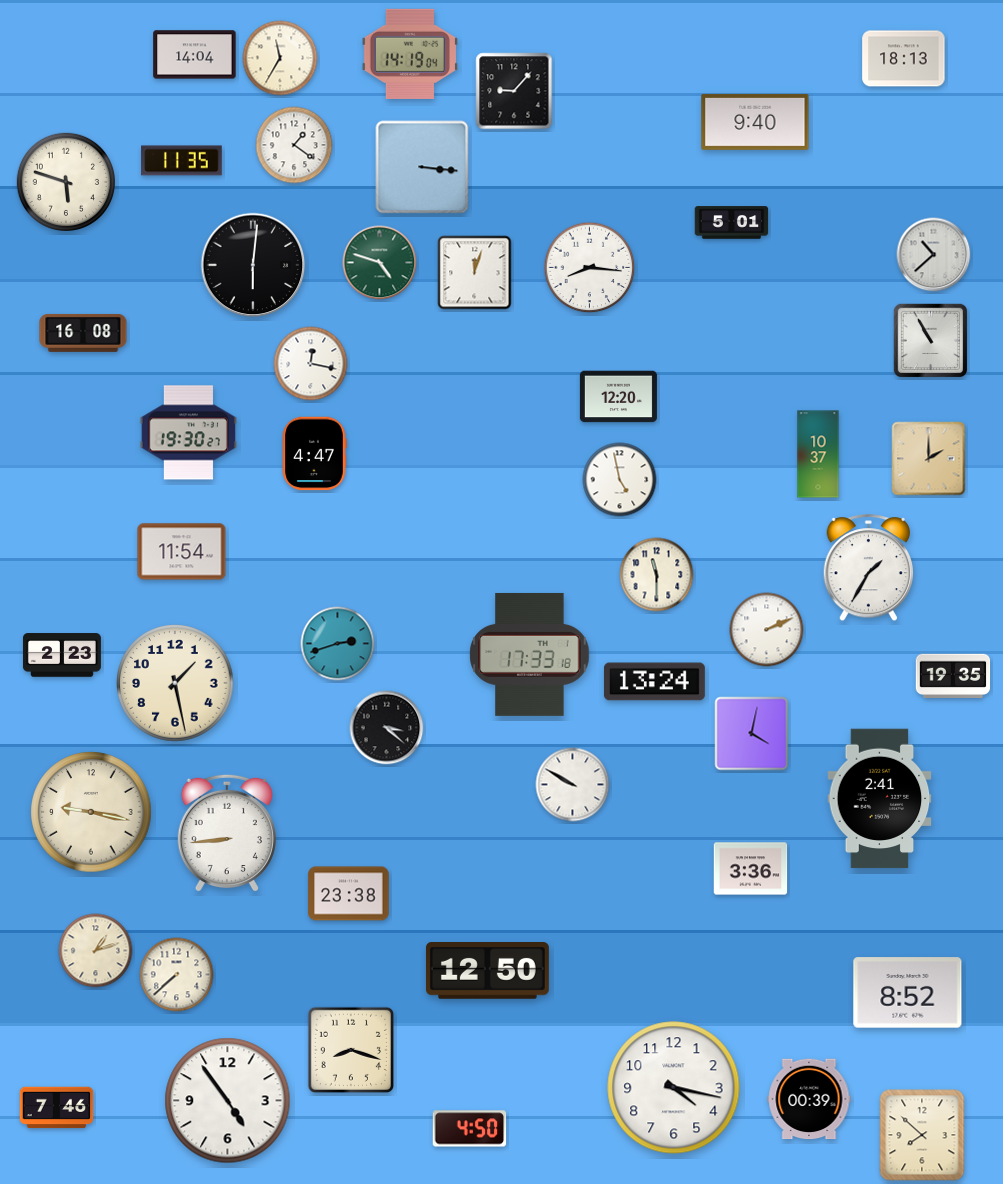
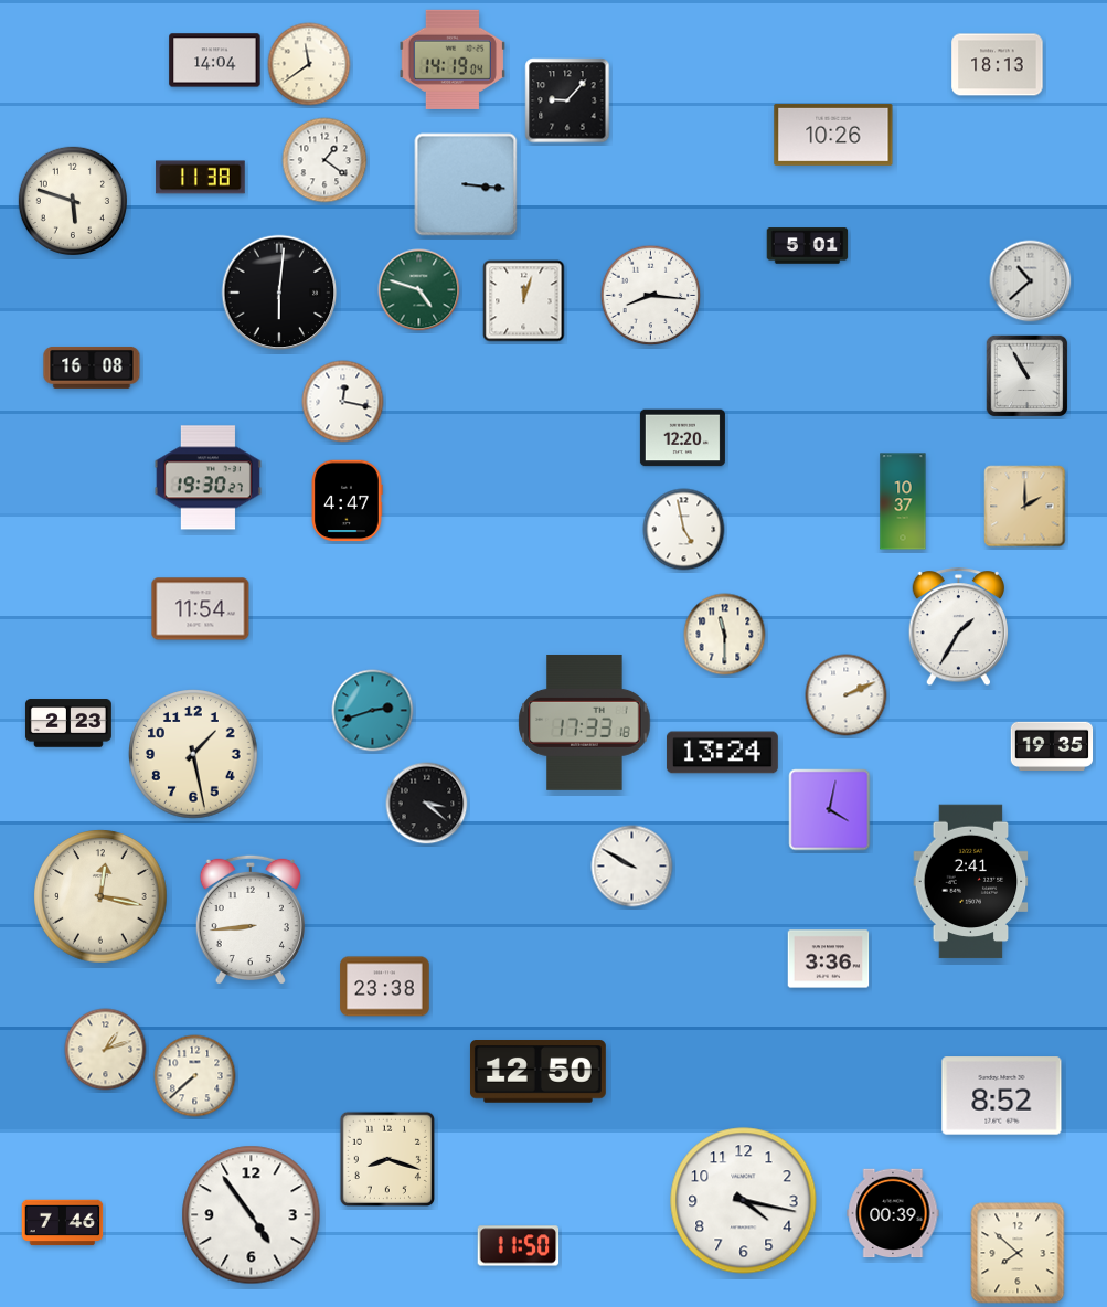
clock at (280, 58): 11:35 -> 11:39
clock at (755, 122): 9:40 -> 10:26
clock at (182, 161): 11:35 -> 11:38
clock at (91, 812): 9:17 -> 12:17
clock at (470, 1129): 4:50 -> 11:50
